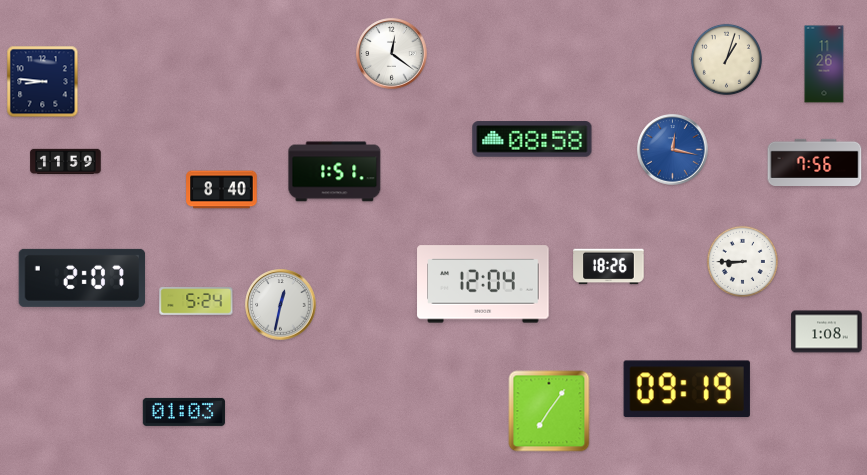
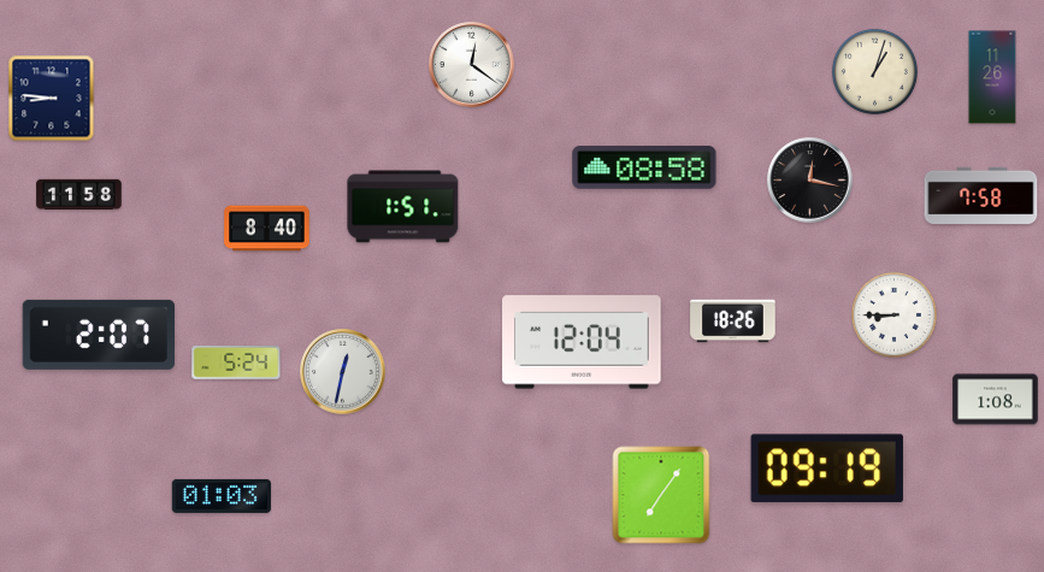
clock at (532, 139) position: (532, 139) -> (644, 167)
clock at (673, 150) dial: blue -> black
clock at (66, 162): 11:59 -> 11:58
clock at (815, 162): 7:56 -> 7:58
clock at (281, 305) position: (281, 305) -> (343, 372)
